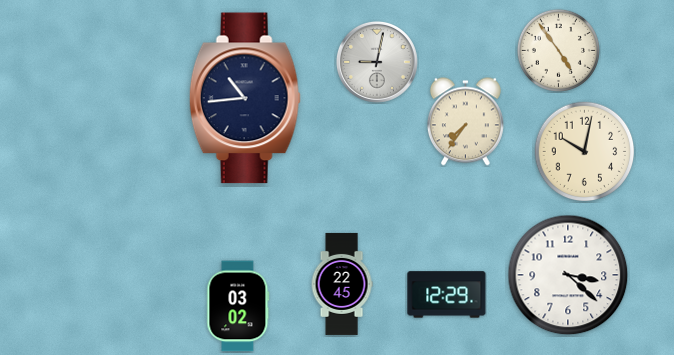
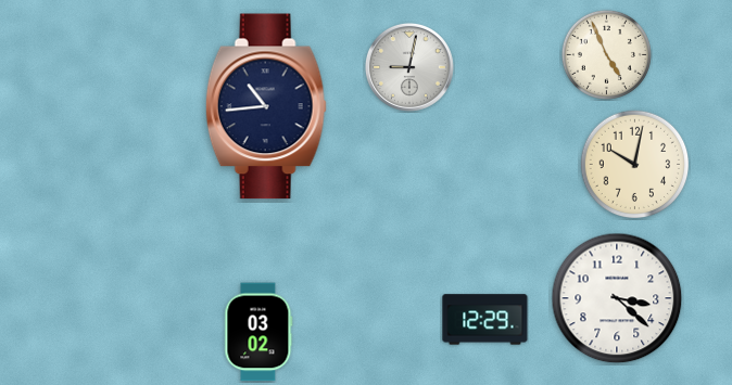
clock at (558, 50): 4:54 -> 4:56
clock at (465, 122): 7:36 -> none
clock at (342, 284): 22:45 -> none
